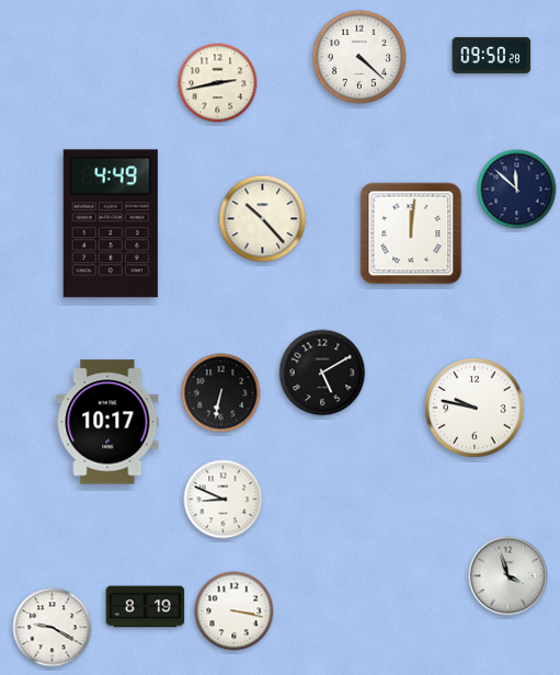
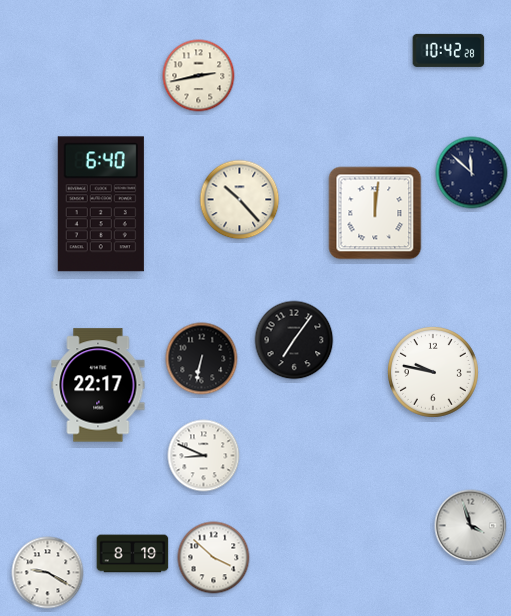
clock at (492, 55): 09:50 -> 10:42
clock at (358, 56): 4:22 -> none
clock at (111, 224): 4:49 -> 6:40
clock at (322, 373): 5:10 -> 7:06
clock at (107, 422): 10:17 -> 22:17
clock at (508, 576) position: (508, 576) -> (471, 526)
clock at (235, 611): 3:17 -> 3:52
